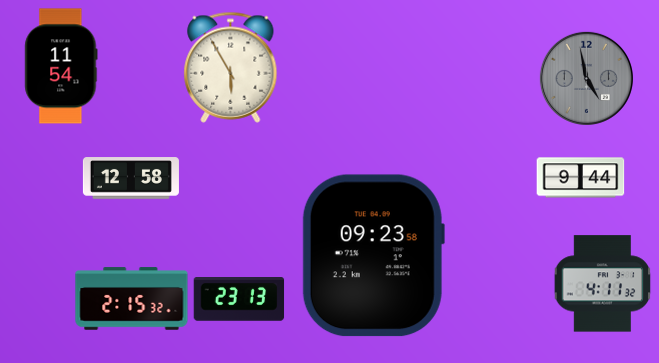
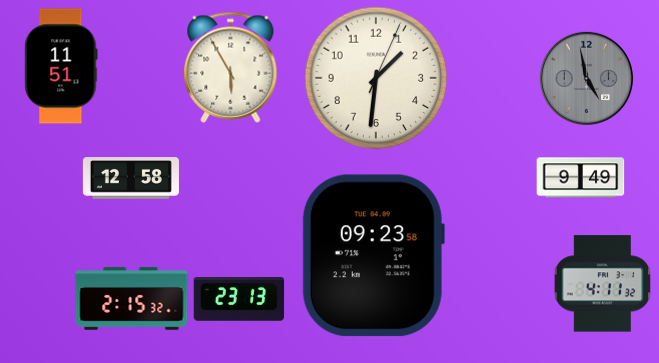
clock at (61, 66): 11:54 -> 11:51
clock at (376, 78): none -> 1:31
clock at (581, 178): 9:44 -> 9:49
